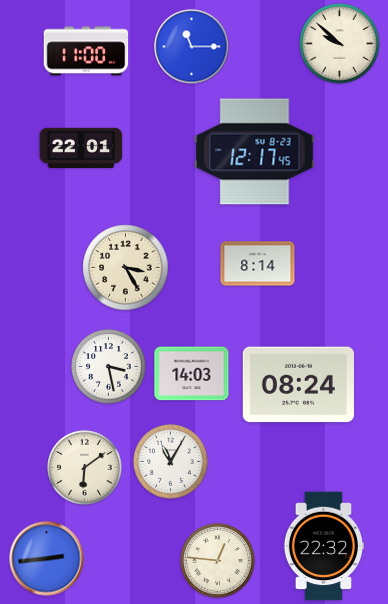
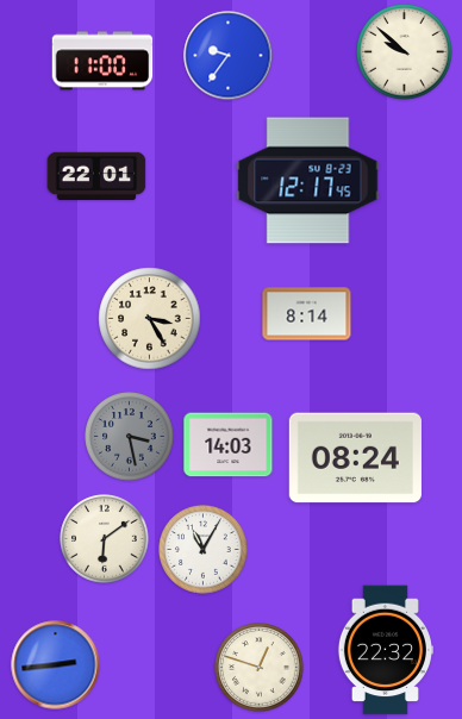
clock at (192, 47): 11:15 -> 9:36
clock at (255, 152) position: (255, 152) -> (308, 181)
clock at (109, 367) dial: white -> grey
clock at (85, 468) position: (85, 468) -> (105, 539)
clock at (218, 561): 12:46 -> 12:48
